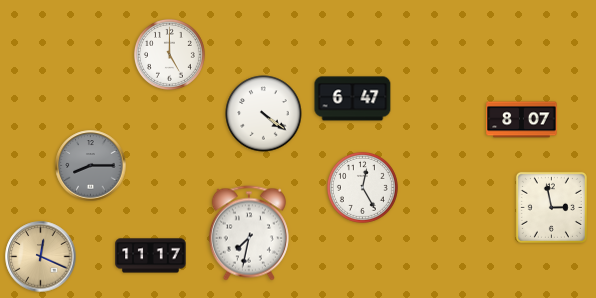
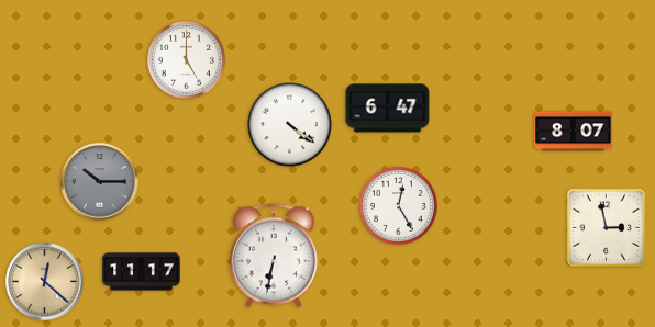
clock at (91, 166): 8:15 -> 10:15
clock at (249, 233): 7:32 -> 6:32
clock at (151, 256) position: (151, 256) -> (142, 272)
clock at (41, 257): 12:19 -> 12:22
